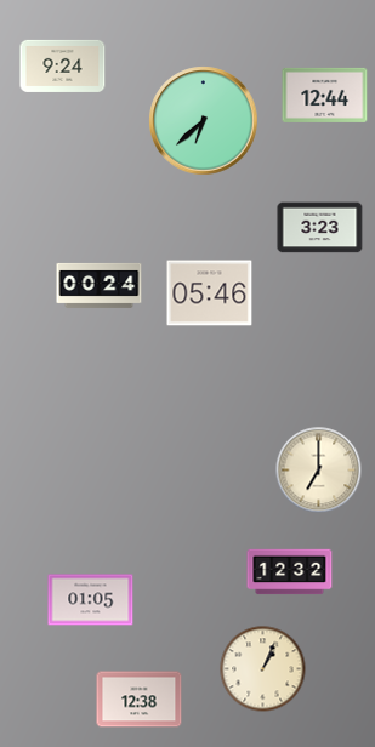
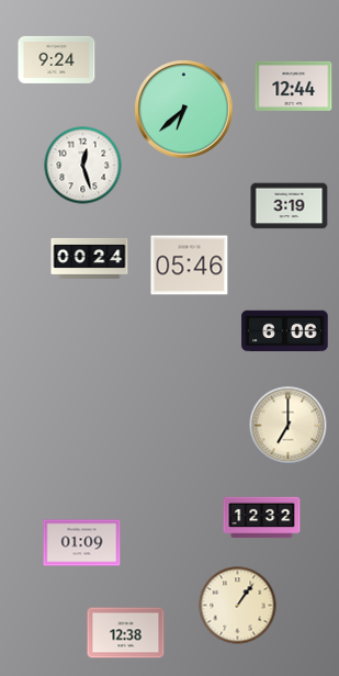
clock at (83, 166): none -> 12:27
clock at (320, 228): 3:23 -> 3:19
clock at (285, 331): none -> 6:06
clock at (91, 600): 01:05 -> 01:09
clock at (263, 669): 1:04 -> 1:06
